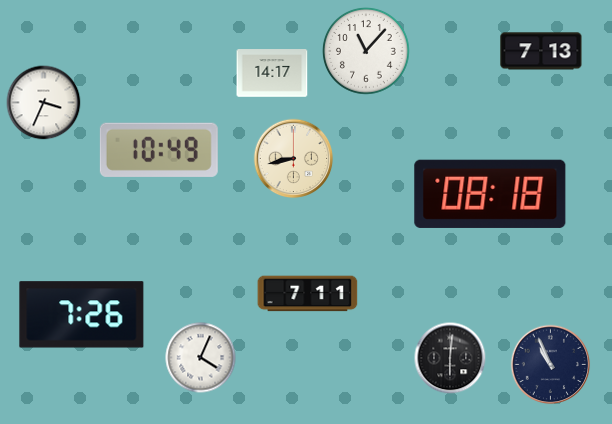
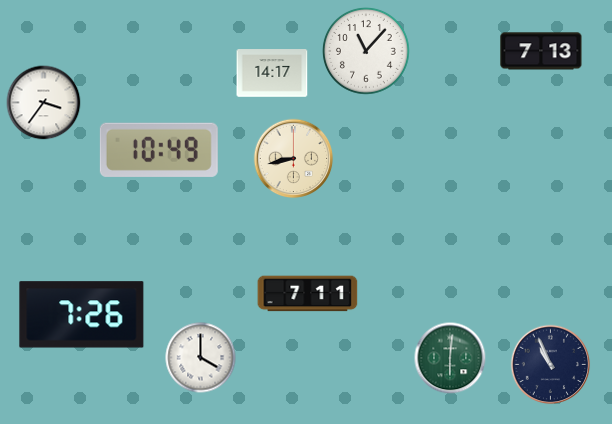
clock at (44, 103): 3:34 -> 3:36
clock at (490, 194): 08:18 -> none
clock at (201, 358): 4:04 -> 4:00
clock at (450, 358) dial: black -> green
